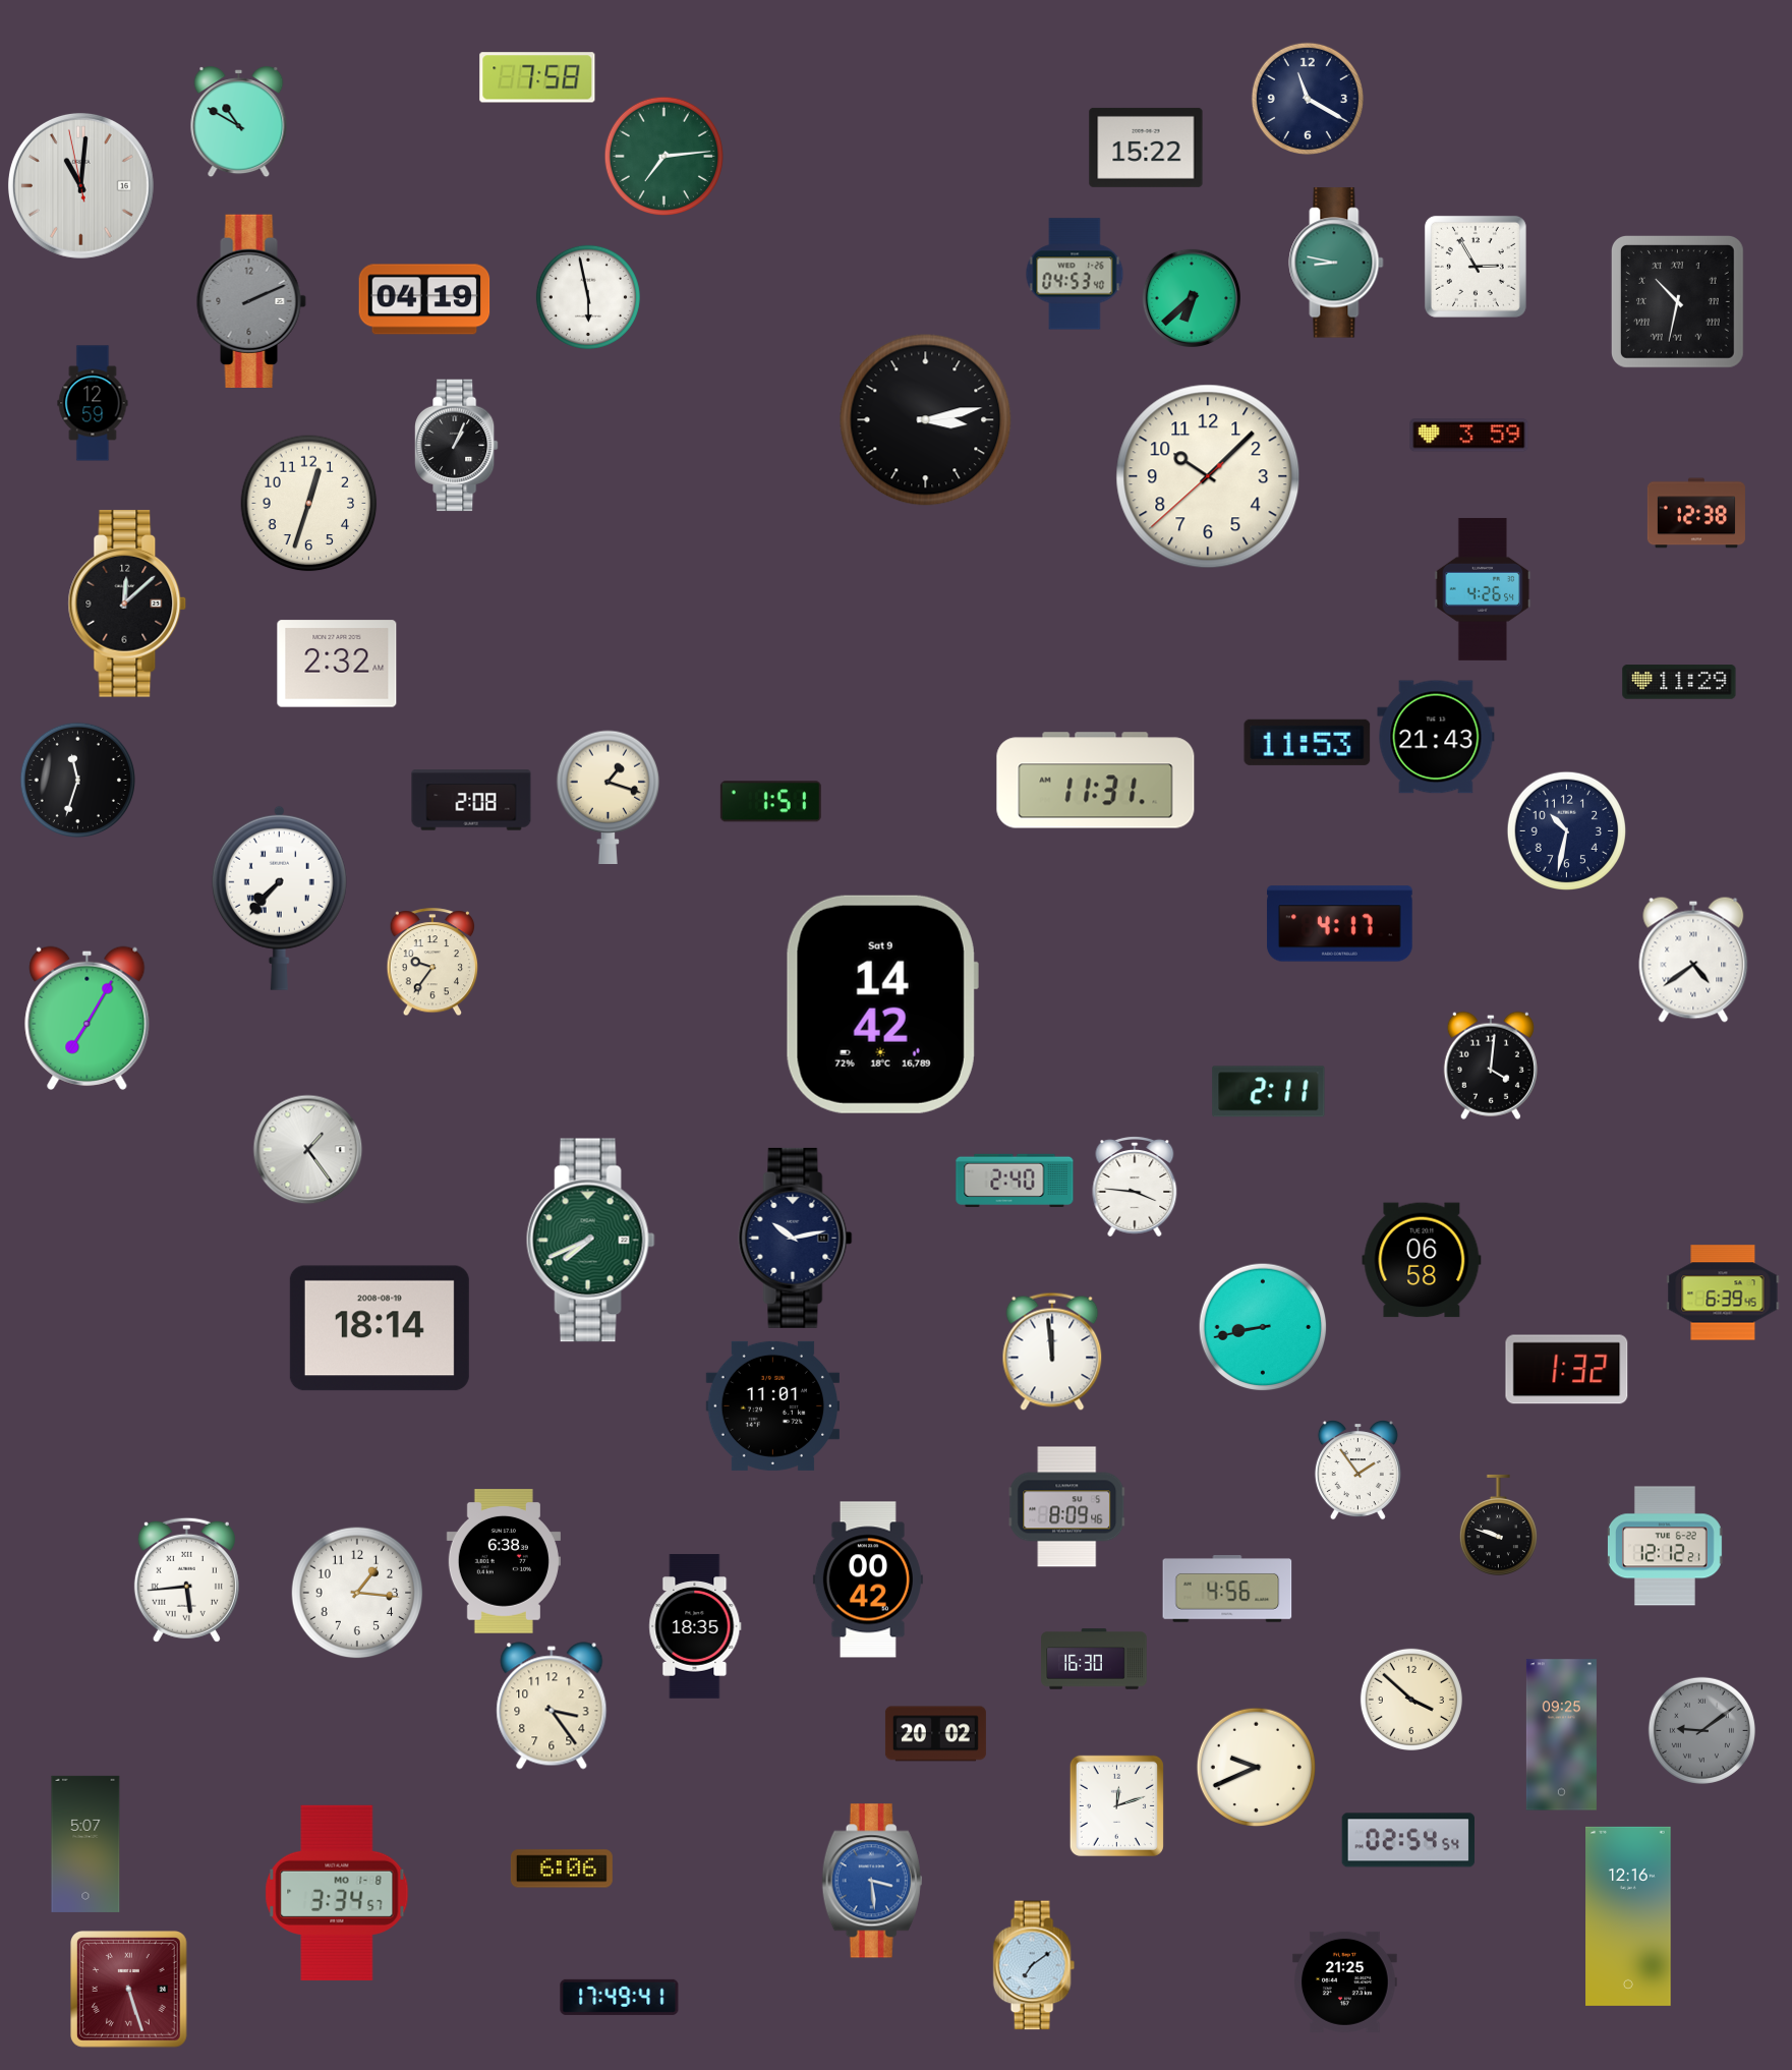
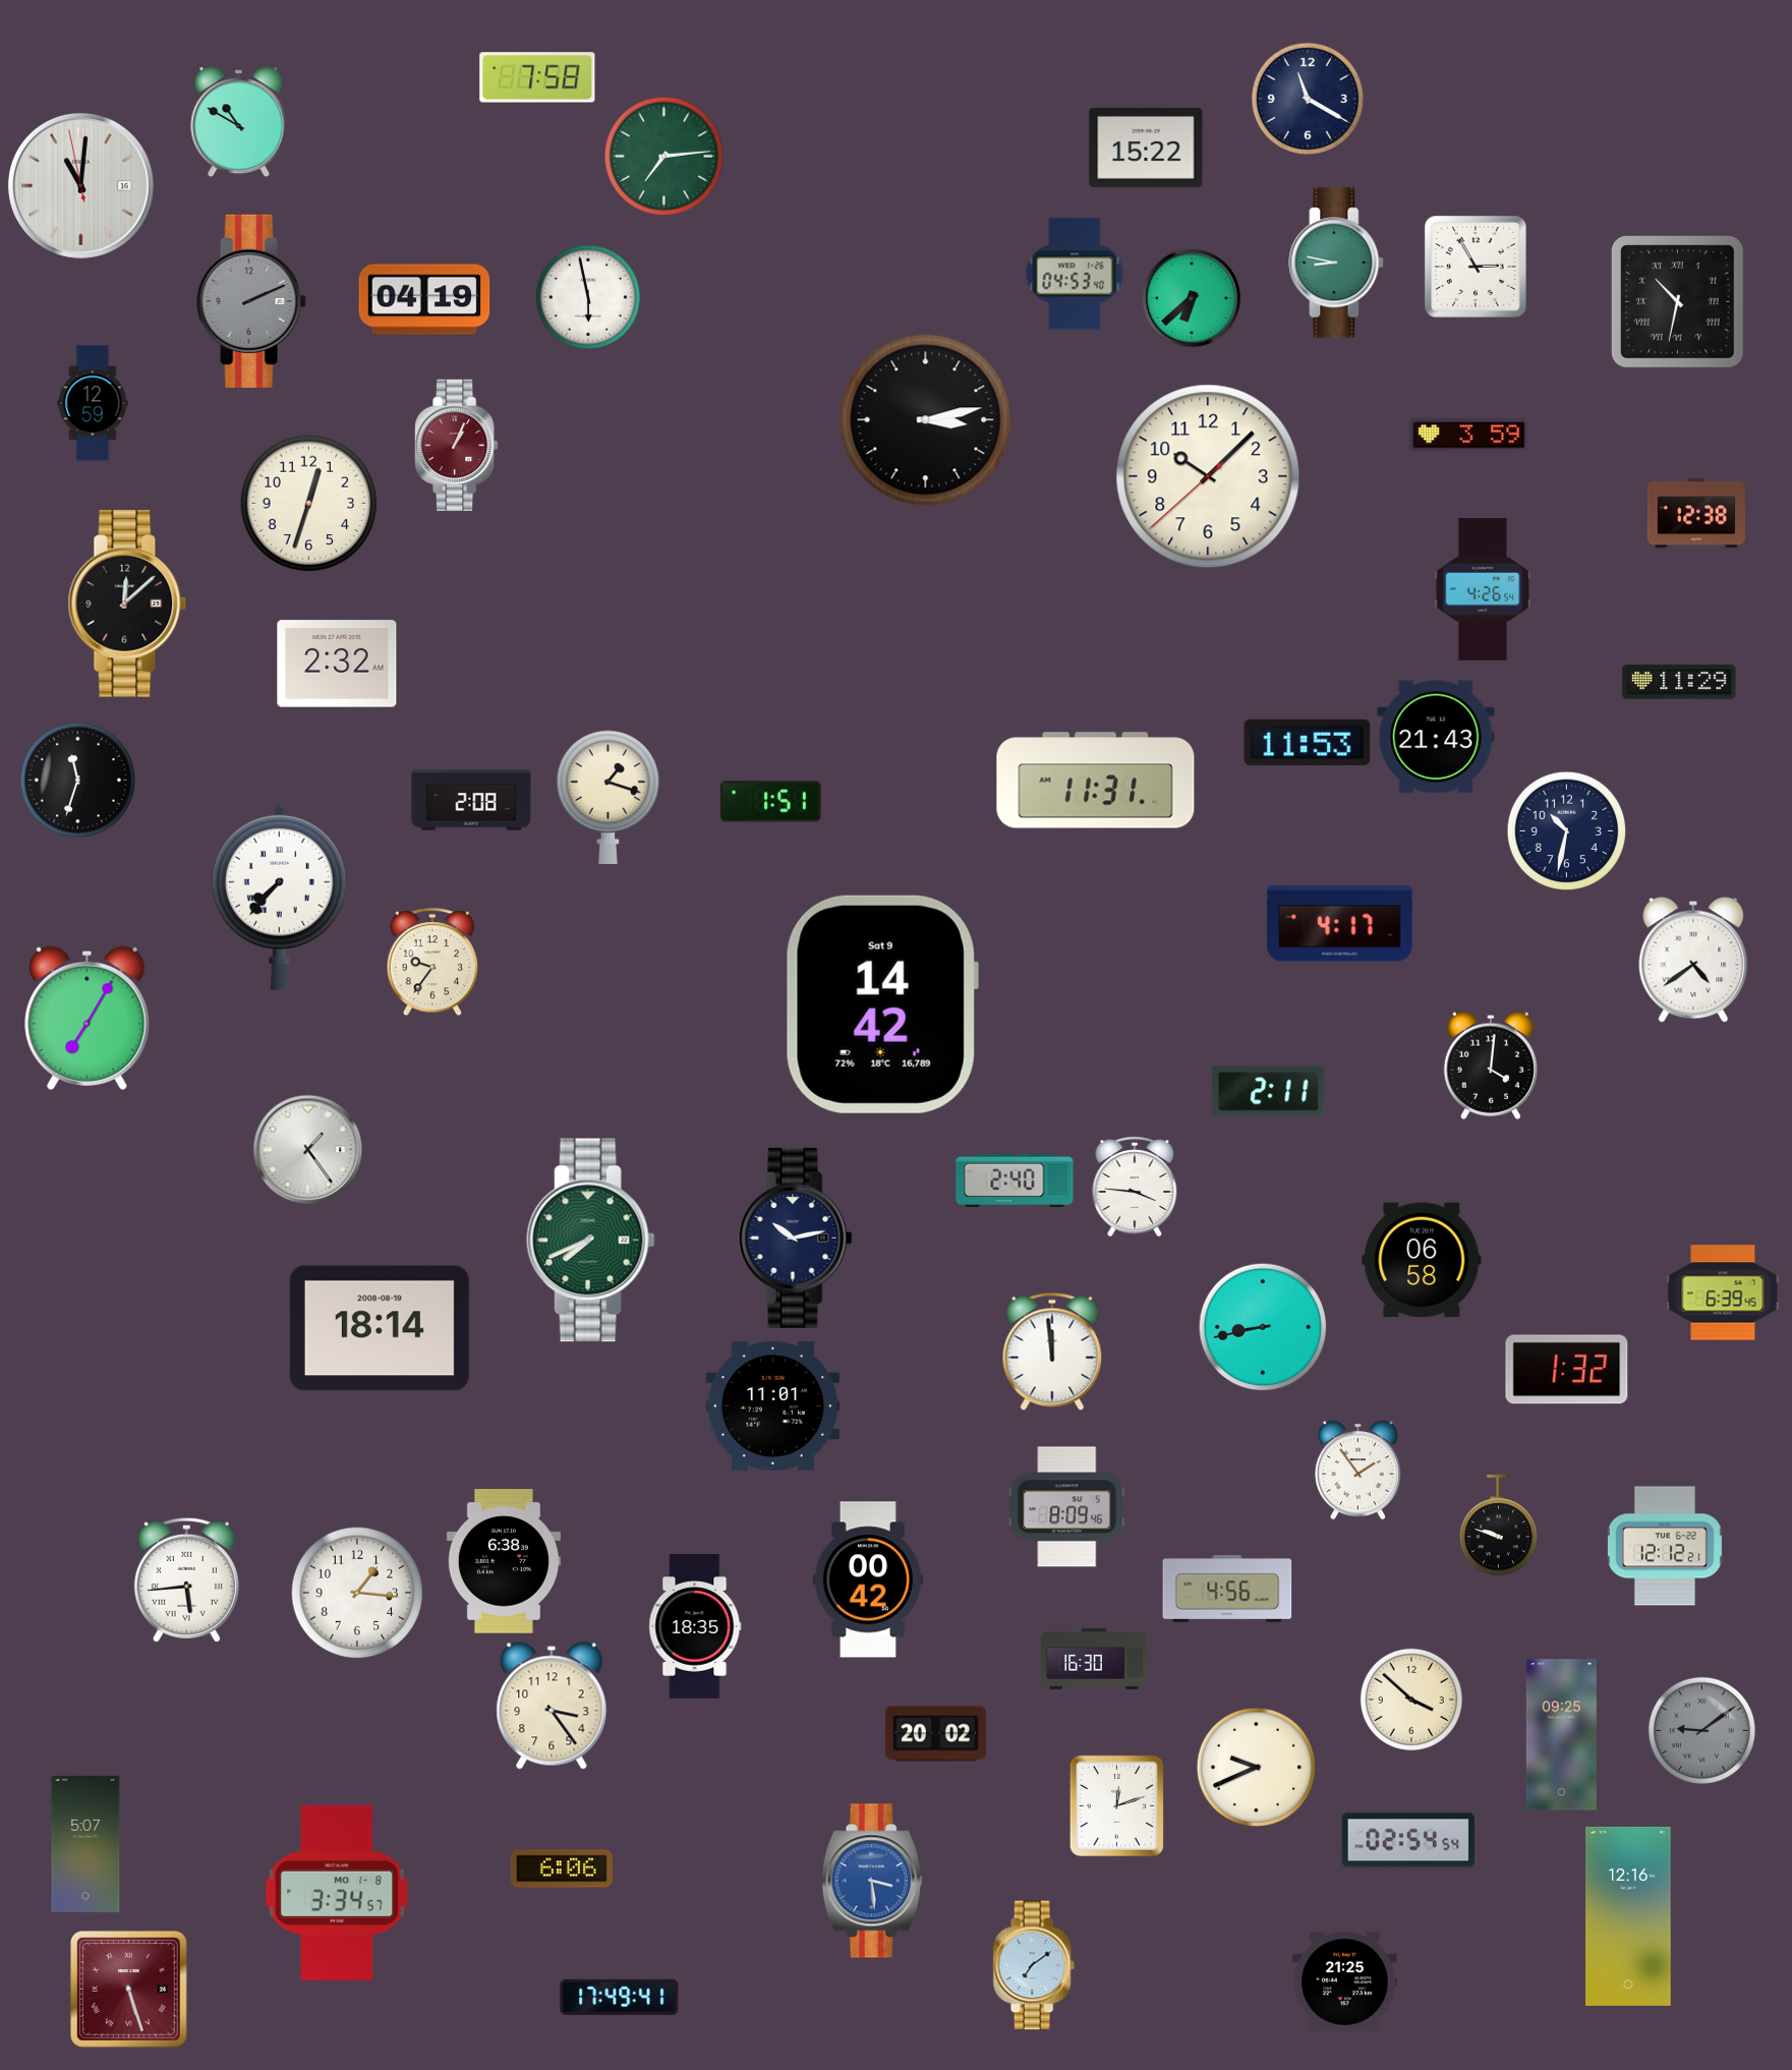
clock at (457, 446) dial: black -> burgundy
